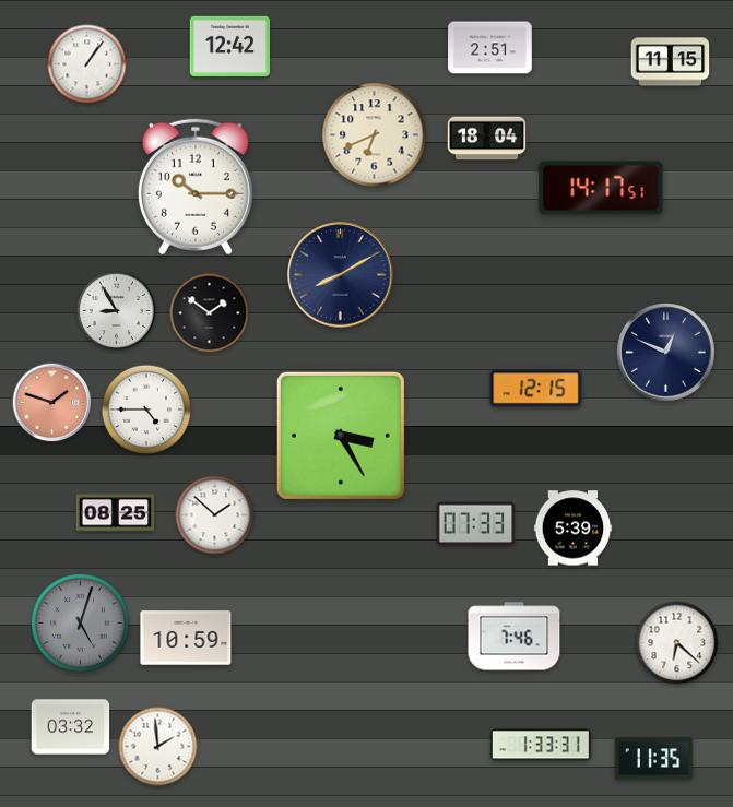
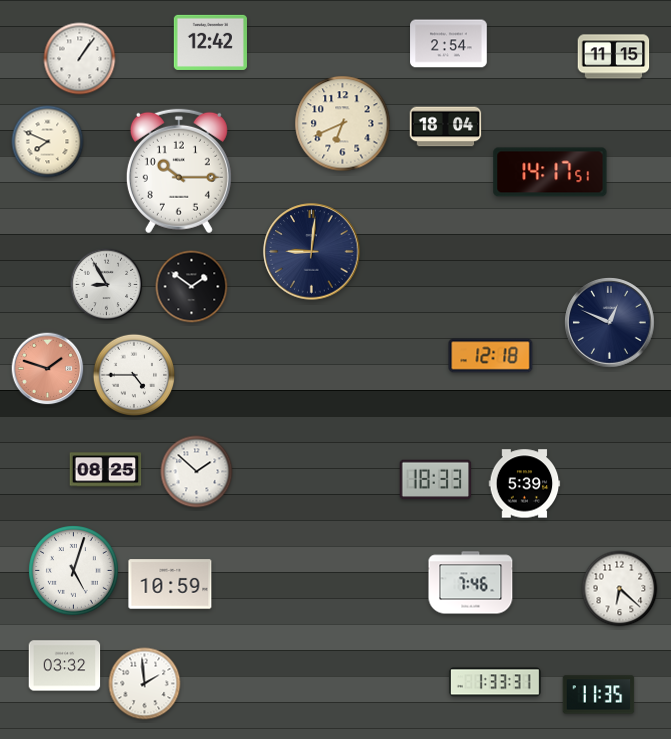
clock at (490, 48): 2:51 -> 2:54
clock at (48, 142): none -> 7:49
clock at (341, 275): 8:10 -> 9:01
clock at (536, 389): 12:15 -> 12:18
clock at (341, 436): 3:25 -> none
clock at (476, 524): 07:33 -> 18:33
clock at (81, 624) dial: grey -> white
